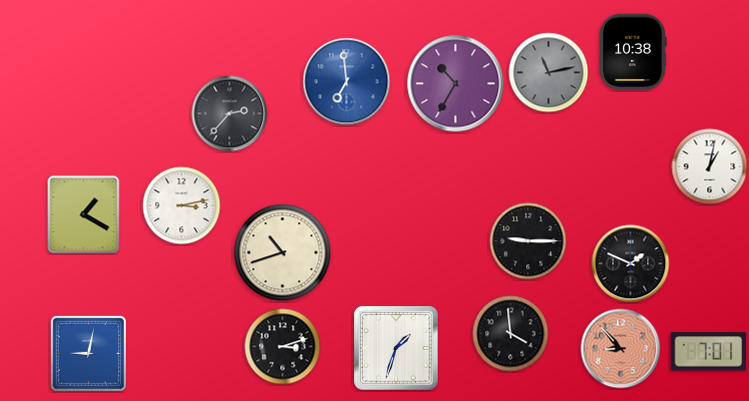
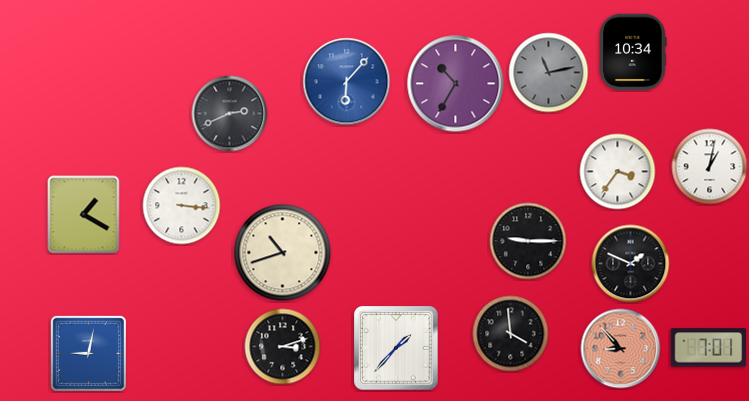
clock at (633, 52): 10:38 -> 10:34
clock at (347, 82): 6:59 -> 6:07
clock at (230, 114): 2:37 -> 2:41
clock at (618, 172): none -> 3:36
clock at (182, 206): 3:13 -> 3:16
clock at (396, 348): 1:33 -> 1:37
clock at (709, 352) position: (709, 352) -> (709, 348)
